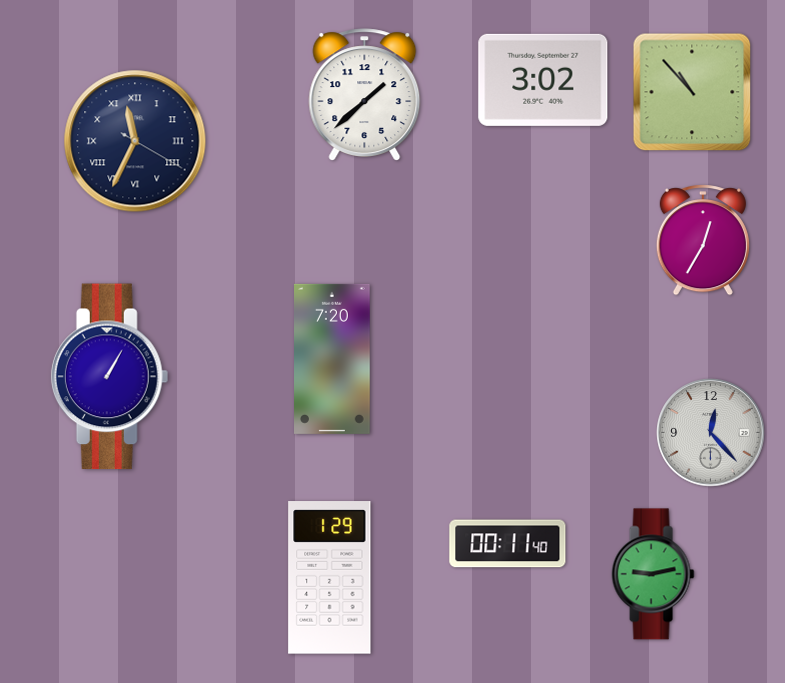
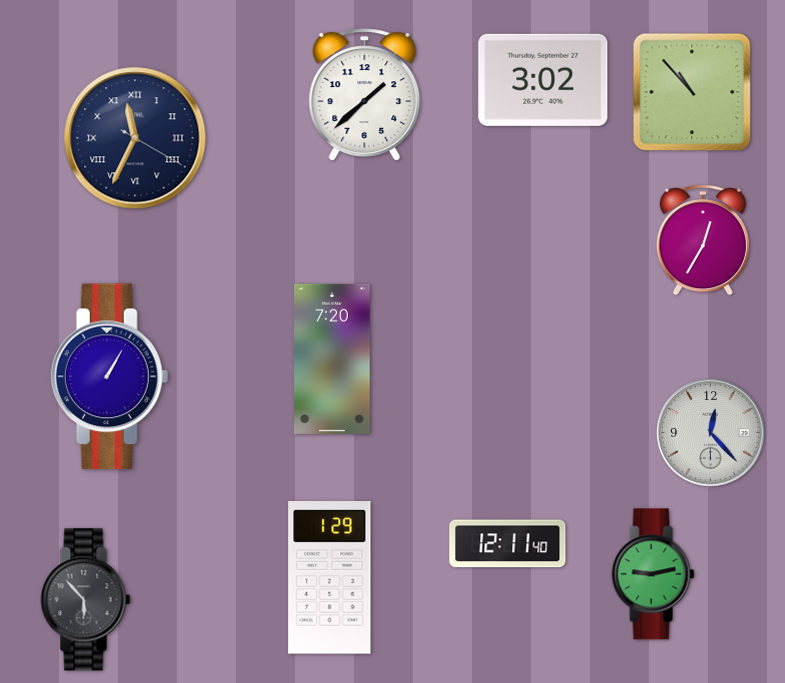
clock at (135, 141) position: (135, 141) -> (135, 138)
clock at (508, 544): 00:11 -> 12:11
clock at (86, 600): none -> 5:53
